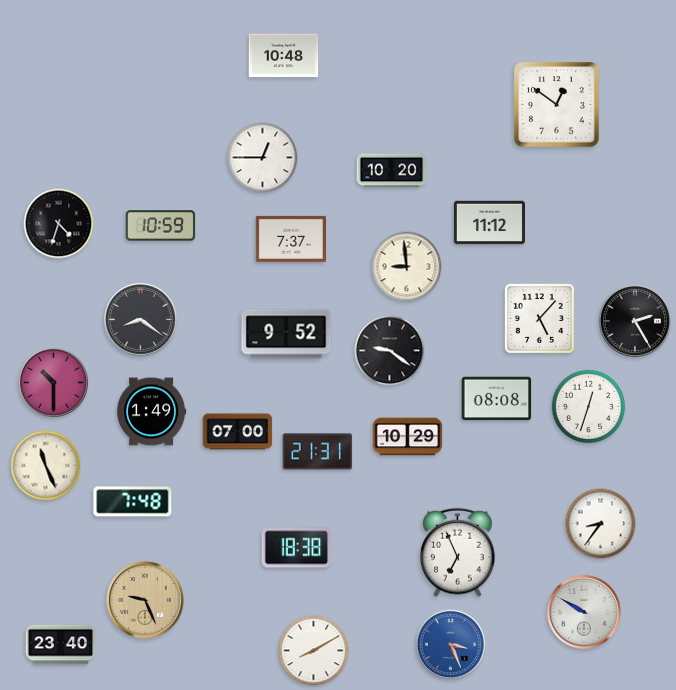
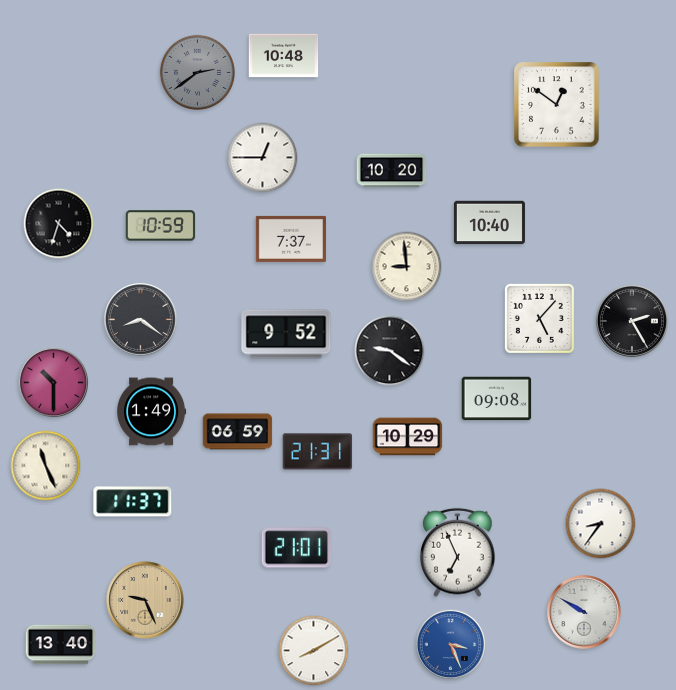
clock at (197, 72): none -> 2:39
clock at (489, 223): 11:12 -> 10:40
clock at (635, 321) position: (635, 321) -> (632, 321)
clock at (497, 399): 08:08 -> 09:08
clock at (589, 407): 12:33 -> none
clock at (238, 432): 07:00 -> 06:59
clock at (133, 502): 7:48 -> 11:37
clock at (297, 548): 18:38 -> 21:01
clock at (61, 645): 23:40 -> 13:40
